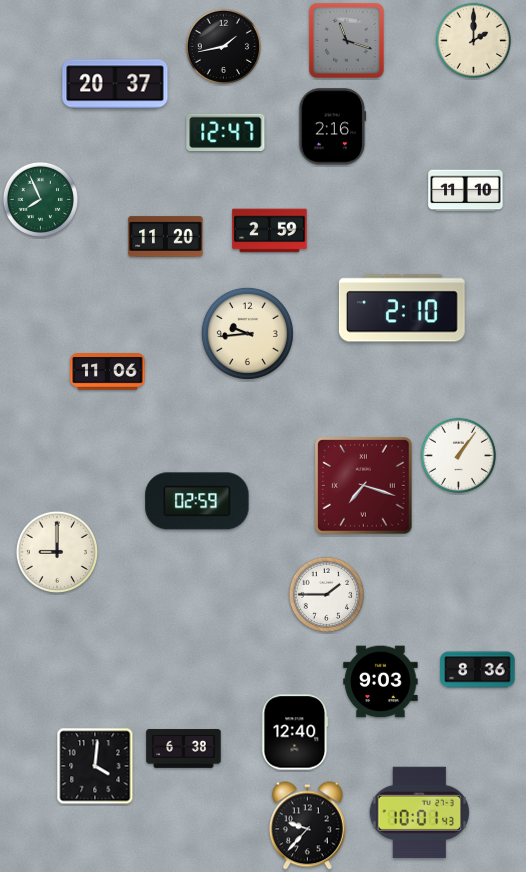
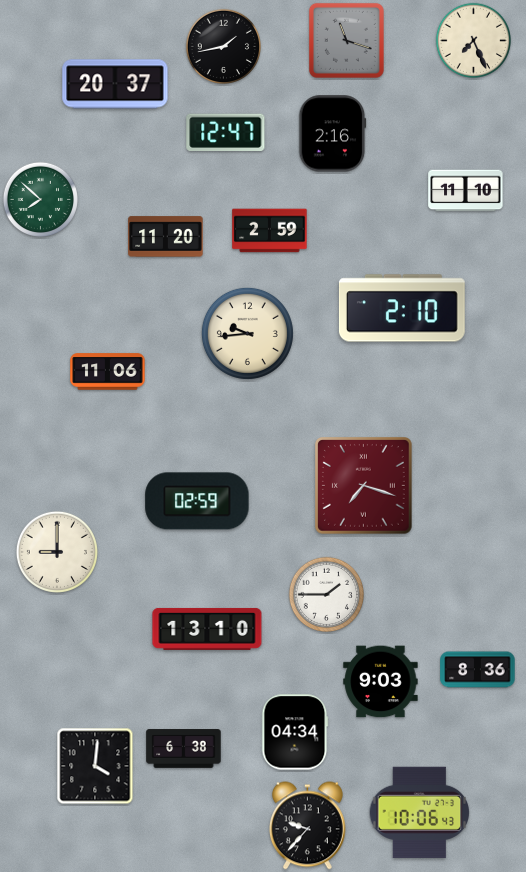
clock at (474, 41): 2:00 -> 7:26
clock at (333, 127) position: (333, 127) -> (333, 134)
clock at (41, 200): 7:56 -> 7:52
clock at (459, 456): 1:06 -> none
clock at (207, 629): none -> 13:10
clock at (295, 732): 12:40 -> 04:34
clock at (420, 812): 10:01 -> 10:06
